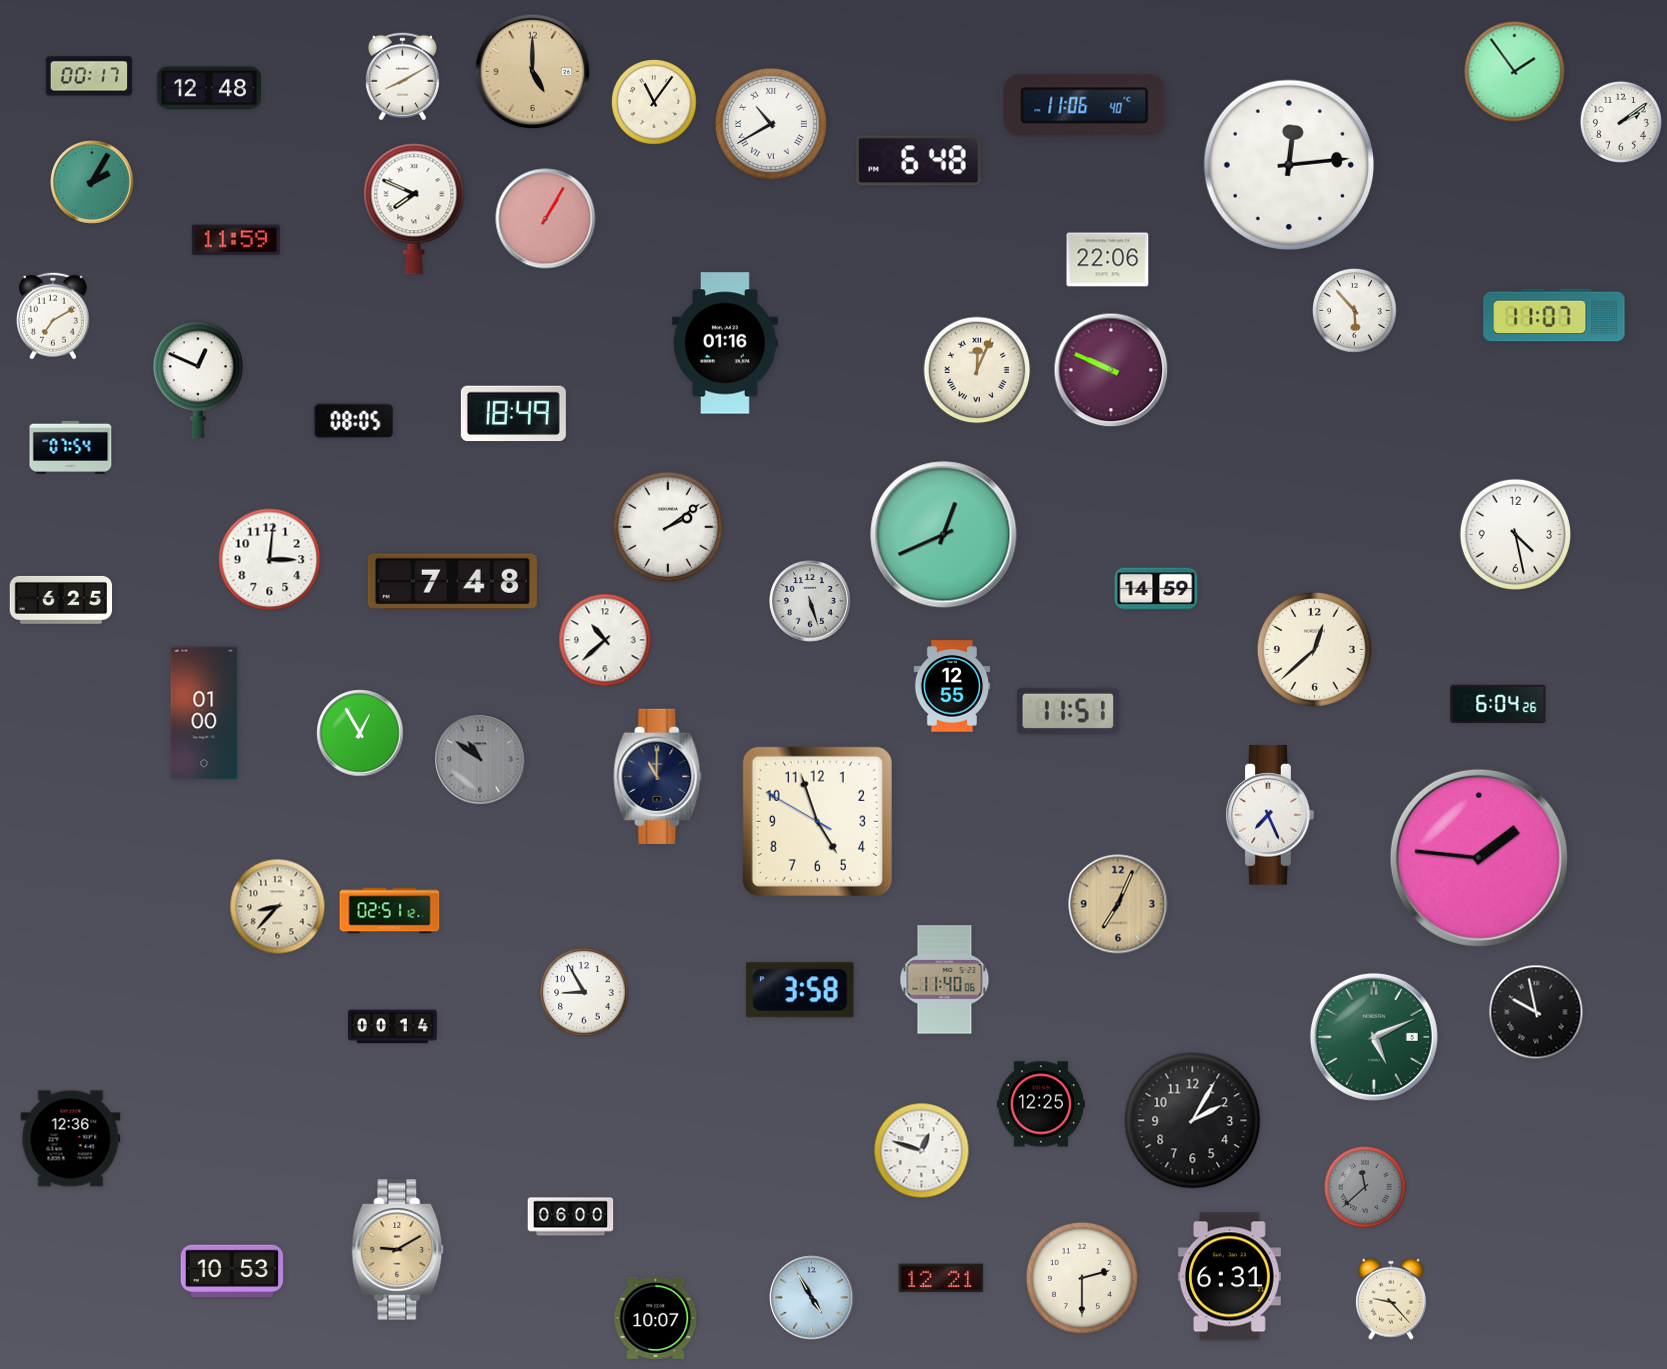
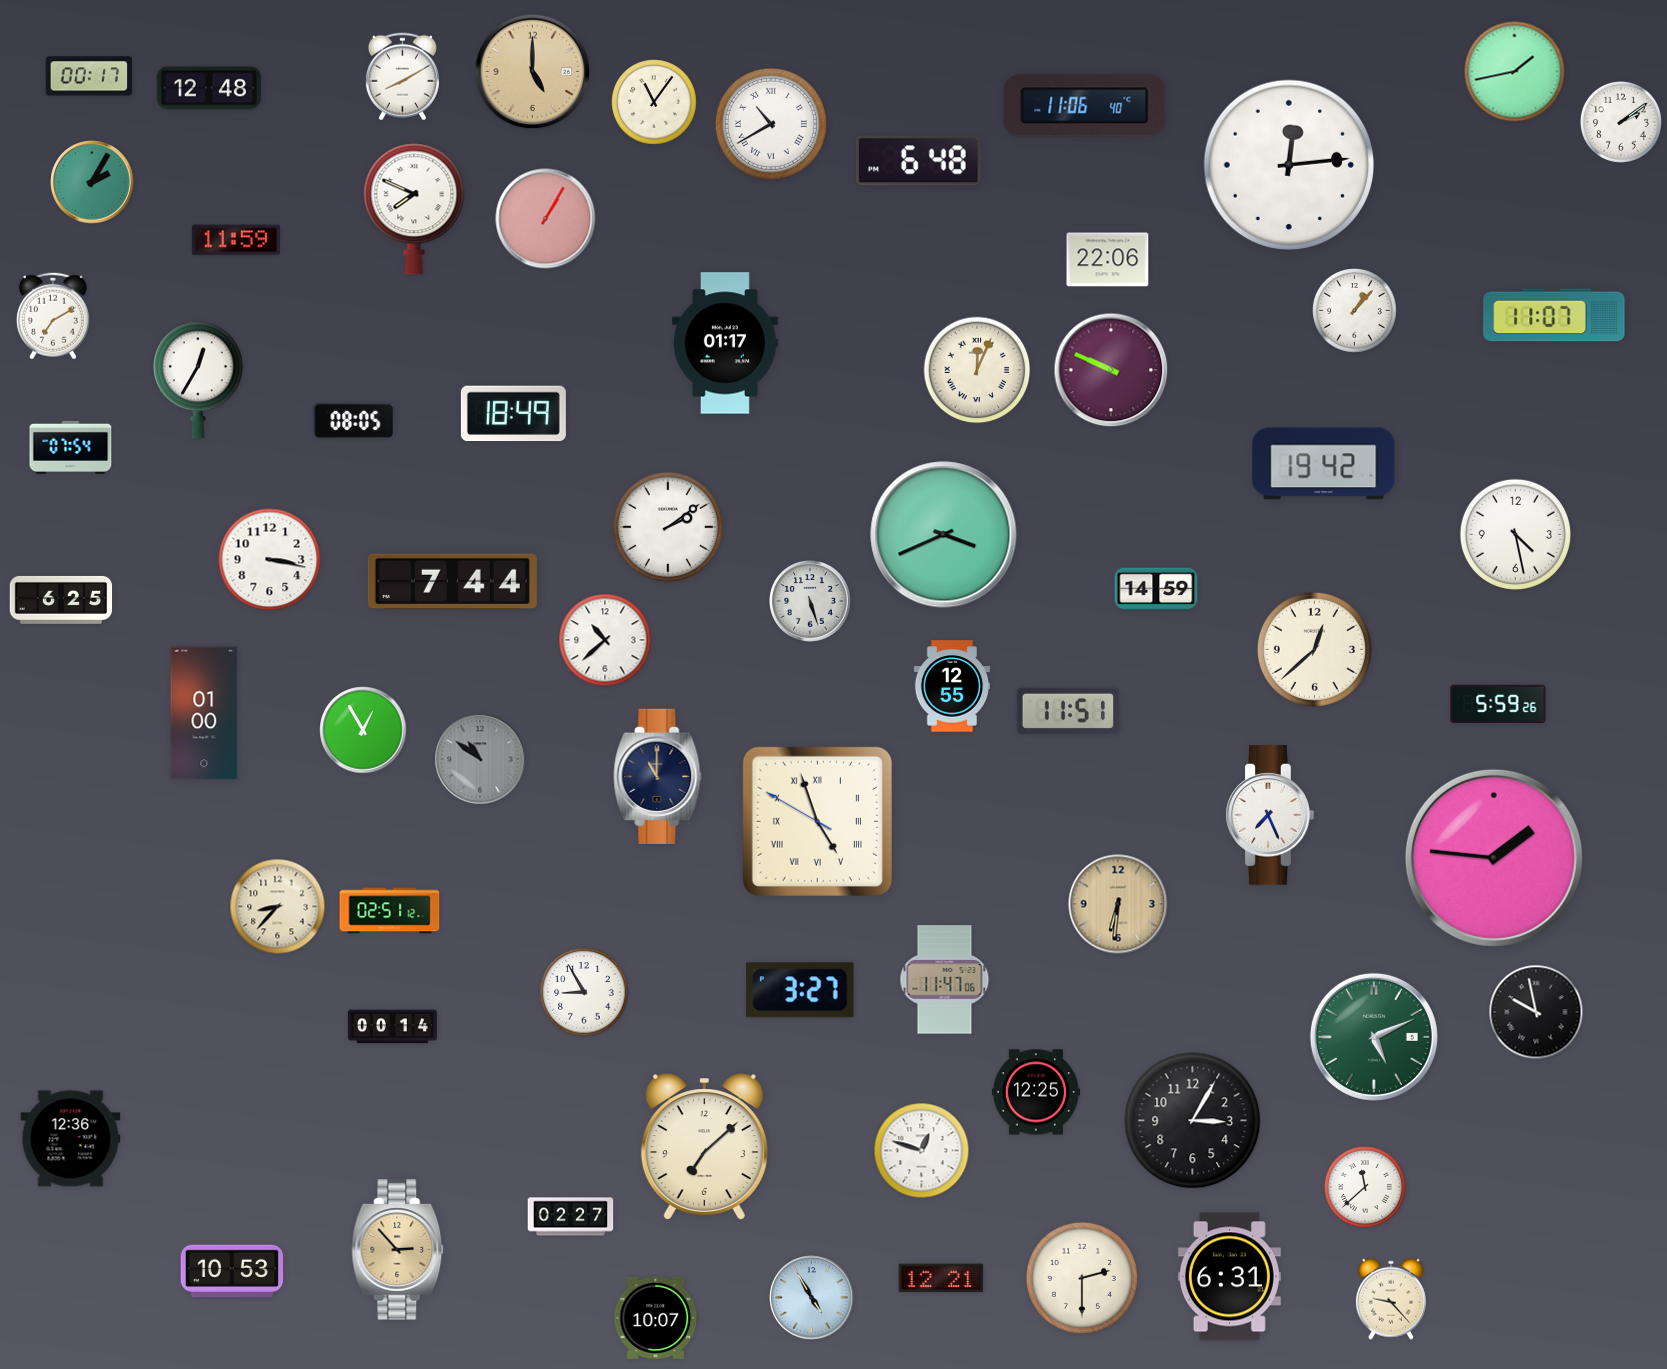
clock at (1515, 72): 1:54 -> 1:43
clock at (1355, 311): 5:53 -> 1:07
clock at (726, 343): 01:16 -> 01:17
clock at (198, 380): 12:49 -> 12:35
clock at (1324, 464): none -> 19:42
clock at (944, 535): 12:41 -> 3:41
clock at (270, 560): 3:01 -> 3:17
clock at (452, 581): 7:48 -> 7:44
clock at (1498, 703): 6:04 -> 5:59
clock at (360, 733) position: (360, 733) -> (363, 730)
clock at (817, 821) numerals: Arabic -> Roman
clock at (1479, 858) position: (1479, 858) -> (1494, 858)
clock at (1118, 904): 7:04 -> 6:31
clock at (945, 980): 11:40 -> 11:47
clock at (800, 990): 3:58 -> 3:27
clock at (1041, 1104) position: (1041, 1104) -> (1036, 1092)
clock at (1193, 1121): 2:05 -> 3:05
clock at (704, 1147): none -> 7:08
clock at (1365, 1187) dial: grey -> white
clock at (571, 1217): 06:00 -> 02:27
clock at (398, 1250): 9:10 -> 2:53
